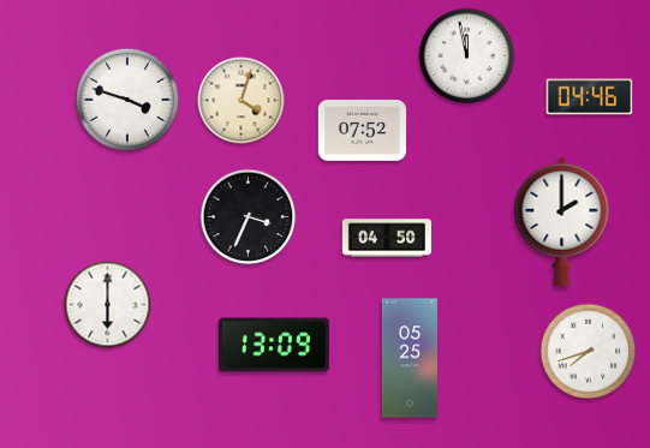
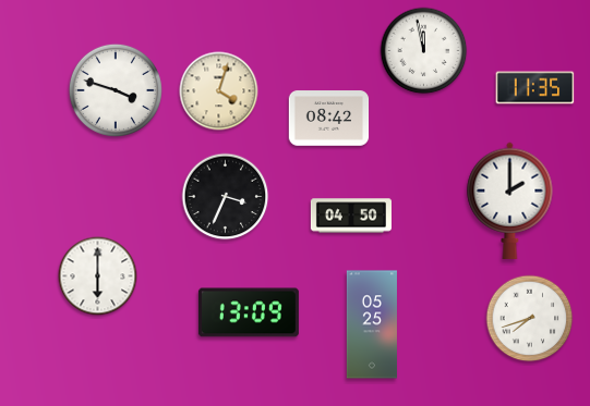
clock at (590, 97): 04:46 -> 11:35
clock at (363, 131): 07:52 -> 08:42
clock at (589, 352) position: (589, 352) -> (530, 319)
